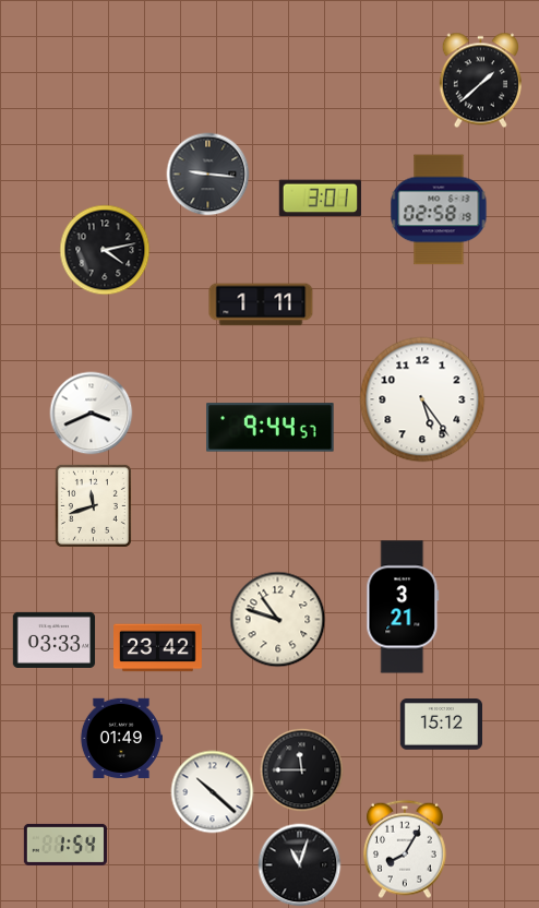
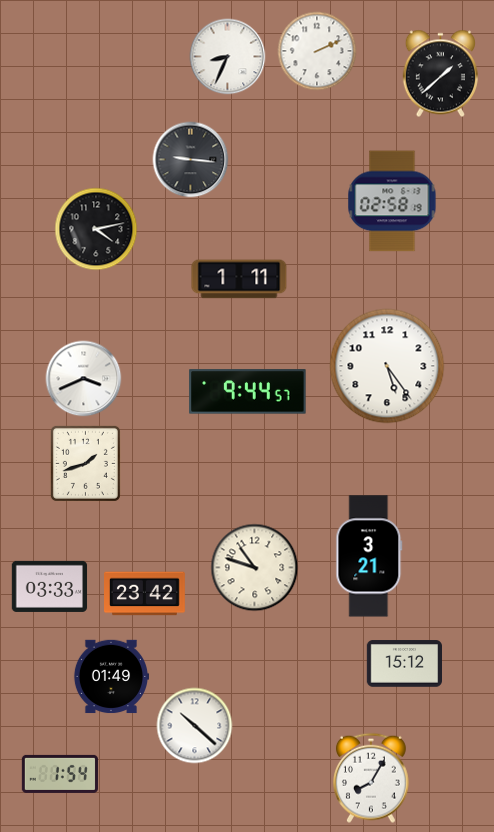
clock at (317, 51): none -> 2:11
clock at (228, 57): none -> 8:34
clock at (320, 199): 3:01 -> none
clock at (439, 210) position: (439, 210) -> (392, 201)
clock at (93, 505): 11:42 -> 1:42
clock at (302, 770): 11:45 -> none
clock at (300, 865): 11:03 -> none
